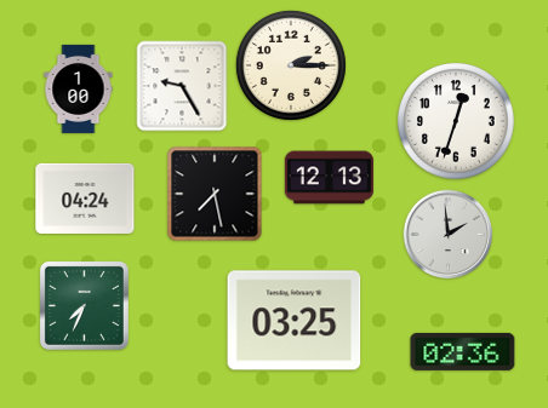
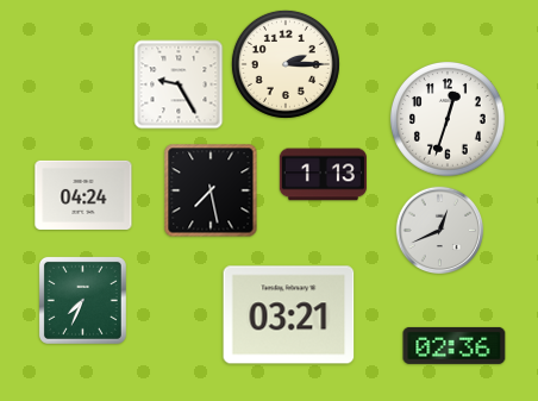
clock at (79, 88): 1:00 -> none
clock at (329, 178): 12:13 -> 1:13
clock at (449, 235): 1:59 -> 12:41
clock at (295, 321): 03:25 -> 03:21
